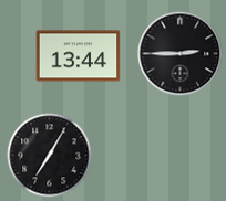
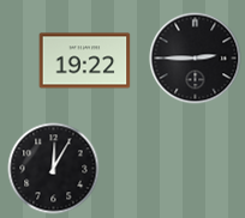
clock at (79, 56): 13:44 -> 19:22
clock at (50, 156): 7:05 -> 12:05
